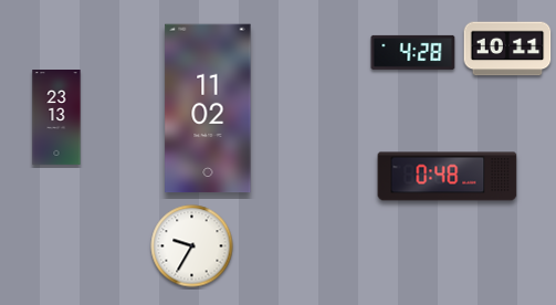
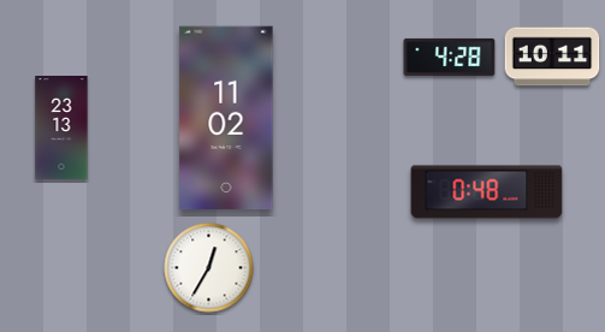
clock at (507, 49) position: (507, 49) -> (552, 57)
clock at (192, 246): 9:35 -> 12:35
